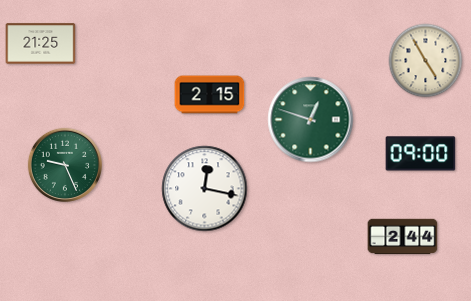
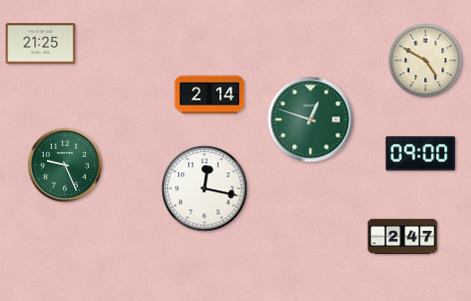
clock at (426, 61): 4:55 -> 4:50
clock at (210, 95): 2:15 -> 2:14
clock at (403, 237): 2:44 -> 2:47
